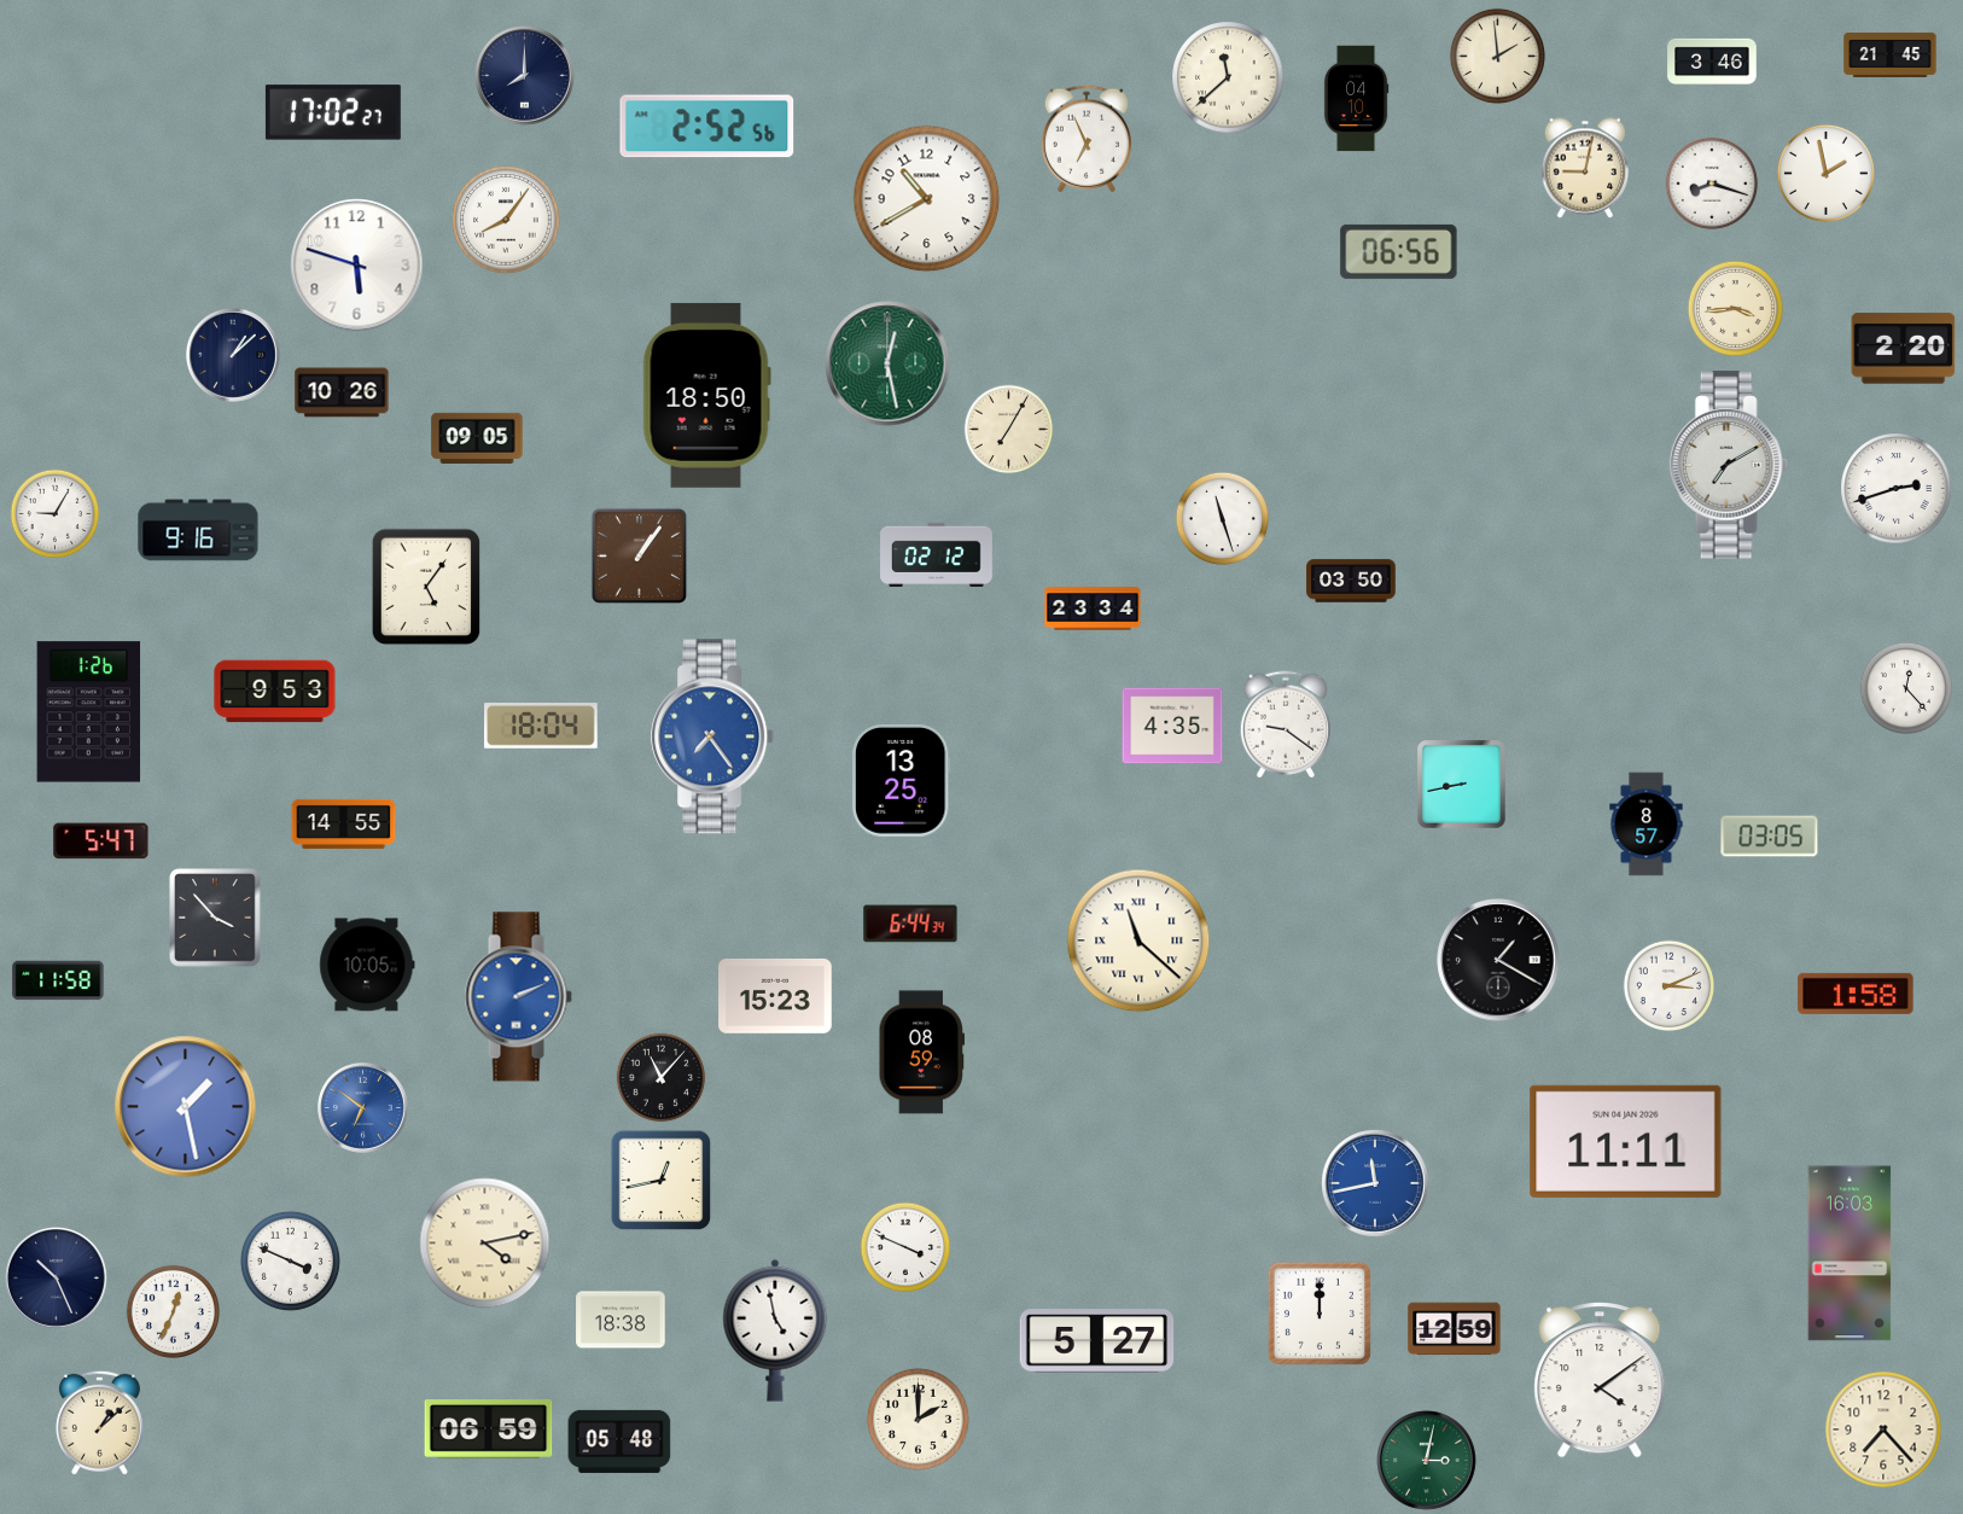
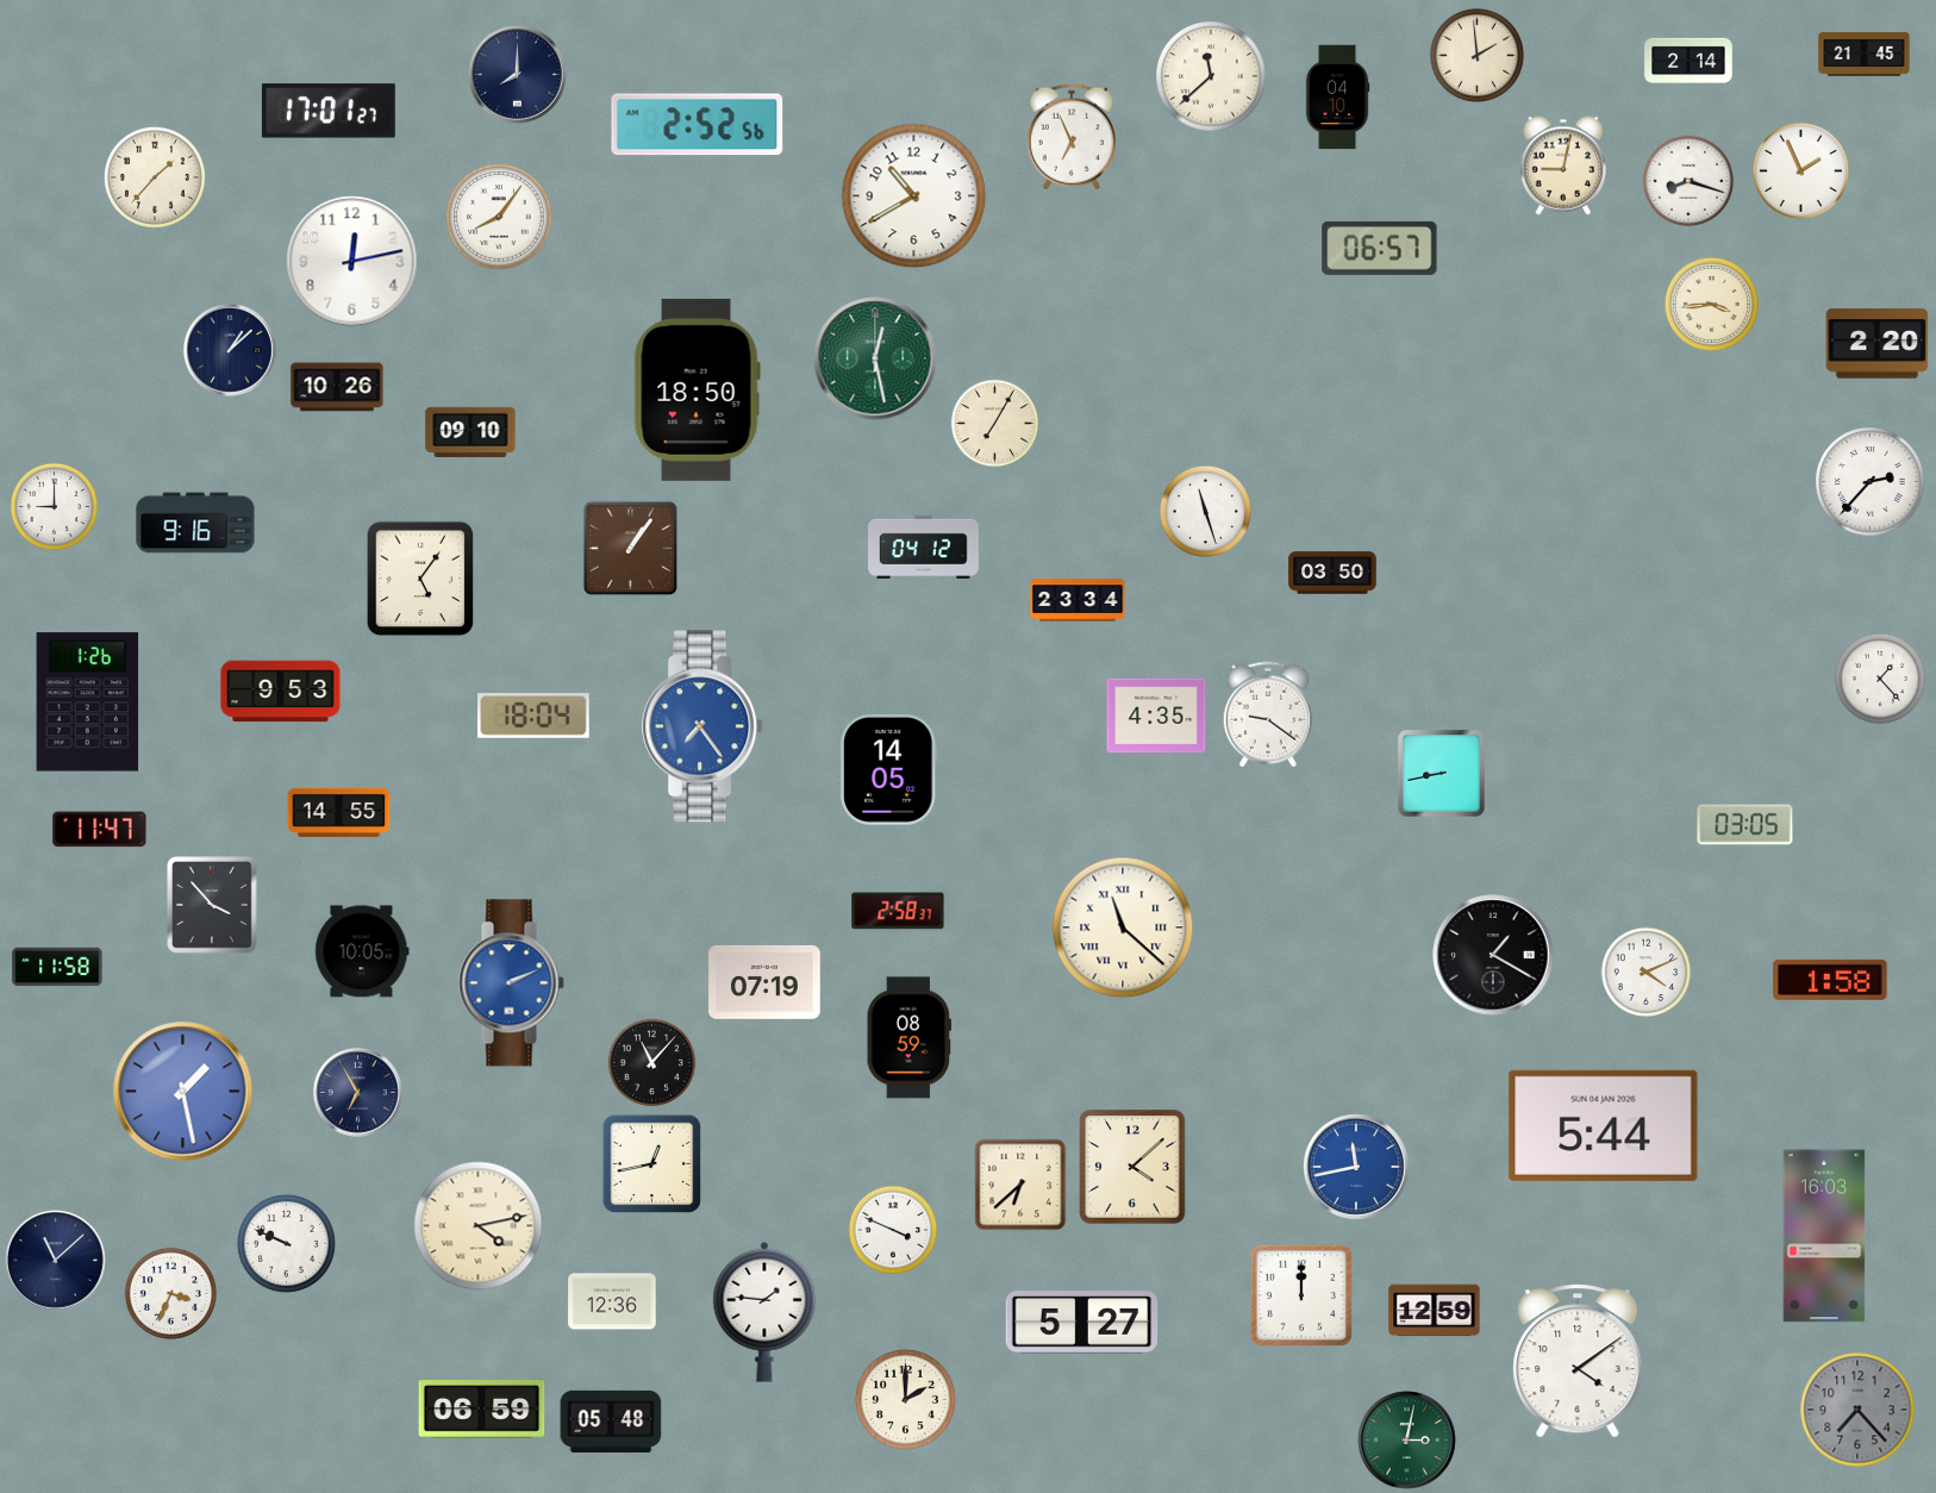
clock at (1712, 60): 3:46 -> 2:14
clock at (333, 112): 17:02 -> 17:01
clock at (1825, 173): 1:58 -> 1:56
clock at (155, 177): none -> 1:37
clock at (1399, 251): 06:56 -> 06:57
clock at (357, 266): 5:48 -> 12:13
clock at (477, 438): 09:05 -> 09:10
clock at (1729, 465): 7:10 -> none
clock at (1897, 489): 2:42 -> 2:37
clock at (56, 514): 9:05 -> 9:00
clock at (937, 554): 02:12 -> 04:12
clock at (1906, 688): 12:23 -> 1:23
clock at (275, 692) position: (275, 692) -> (281, 692)
clock at (901, 780): 13:25 -> 14:05
clock at (1647, 825): 8:57 -> none
clock at (101, 842): 5:47 -> 11:47
clock at (910, 924): 6:44 -> 2:58
clock at (1498, 960) position: (1498, 960) -> (1493, 955)
clock at (1670, 986): 3:11 -> 4:11
clock at (775, 996): 15:23 -> 07:19
clock at (362, 1107): 6:51 -> 6:55
clock at (362, 1107) dial: blue -> navy
clock at (1626, 1141): 11:11 -> 5:44
clock at (1132, 1167): none -> 4:08
clock at (1020, 1185): none -> 6:38
clock at (290, 1260): 3:49 -> 9:49
clock at (57, 1279): 10:26 -> 11:08
clock at (173, 1311): 12:34 -> 3:34
clock at (621, 1320): 18:38 -> 12:36
clock at (775, 1330): 4:58 -> 1:46
clock at (99, 1422): 1:08 -> none
clock at (1883, 1429) dial: cream -> grey
